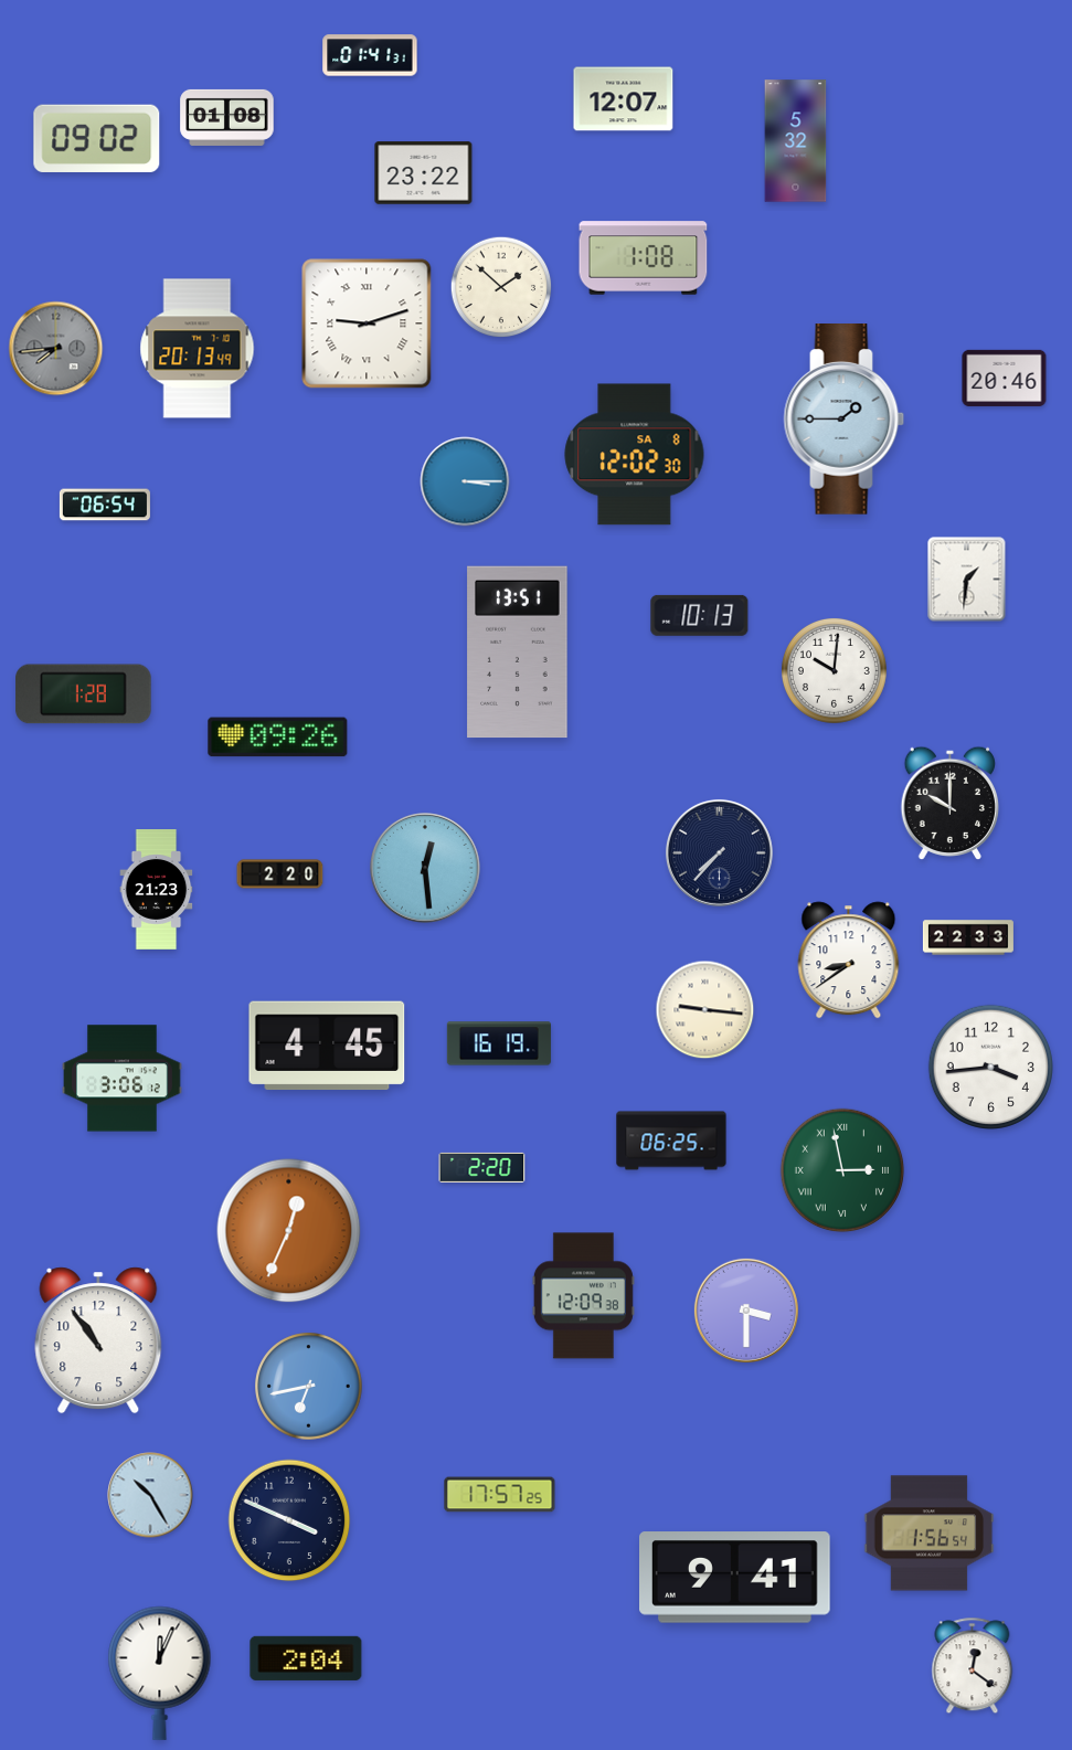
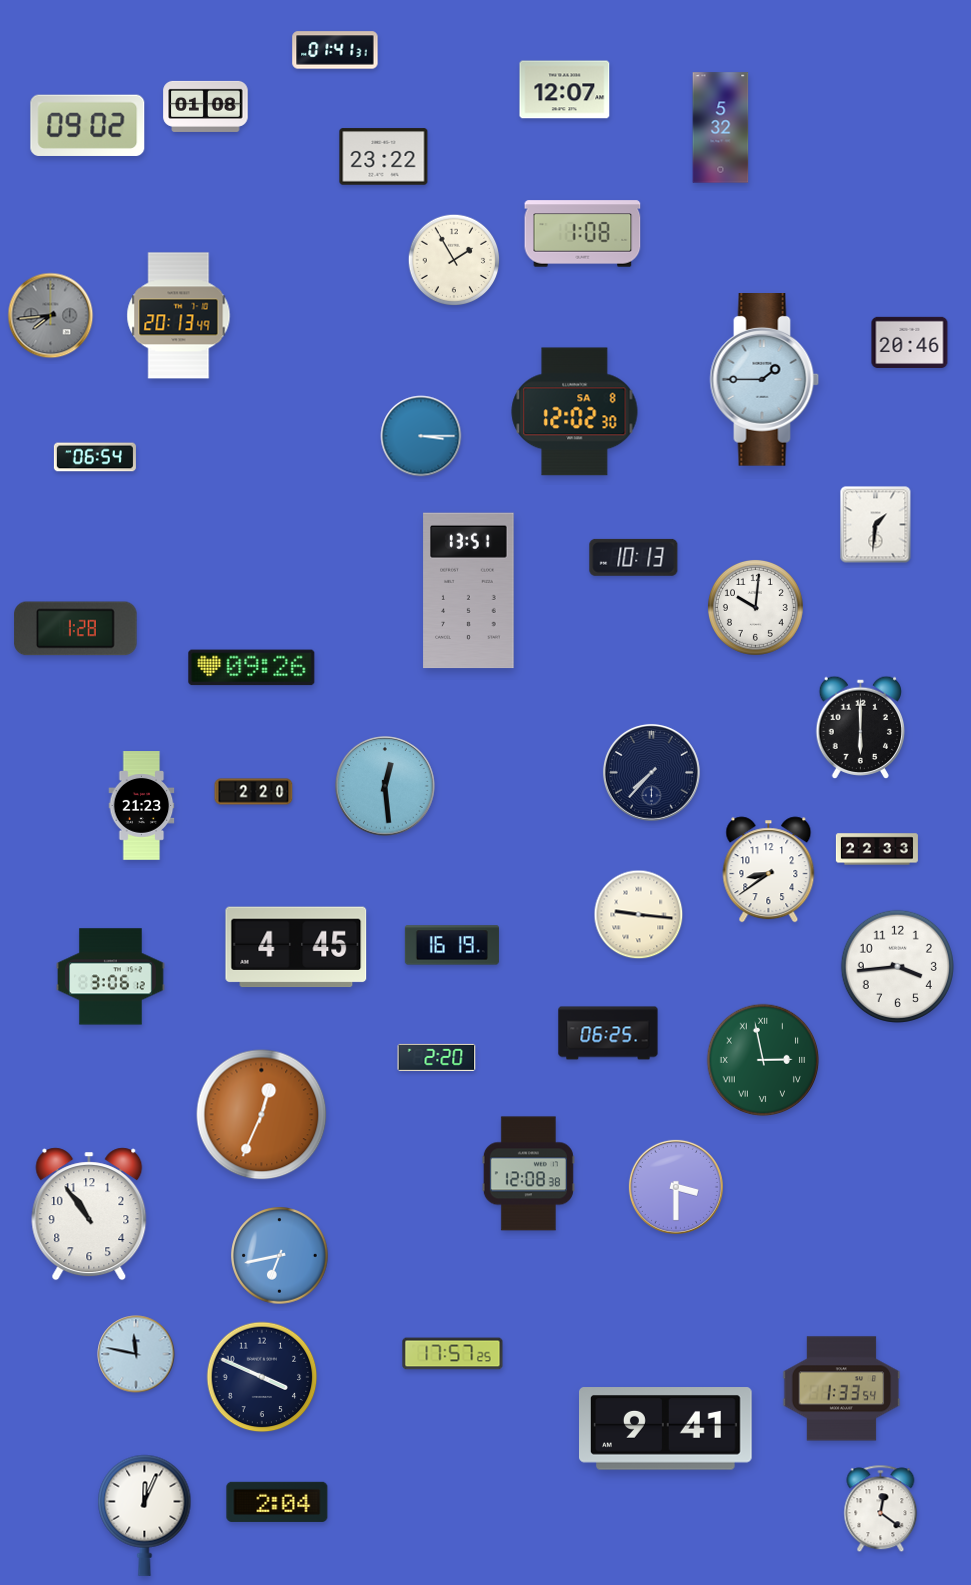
clock at (501, 287): 1:52 -> 1:55
clock at (367, 324): 9:12 -> none
clock at (949, 803): 10:00 -> 6:00
clock at (583, 1296): 12:09 -> 12:08
clock at (150, 1495): 10:25 -> 11:47
clock at (930, 1534): 1:56 -> 1:33
